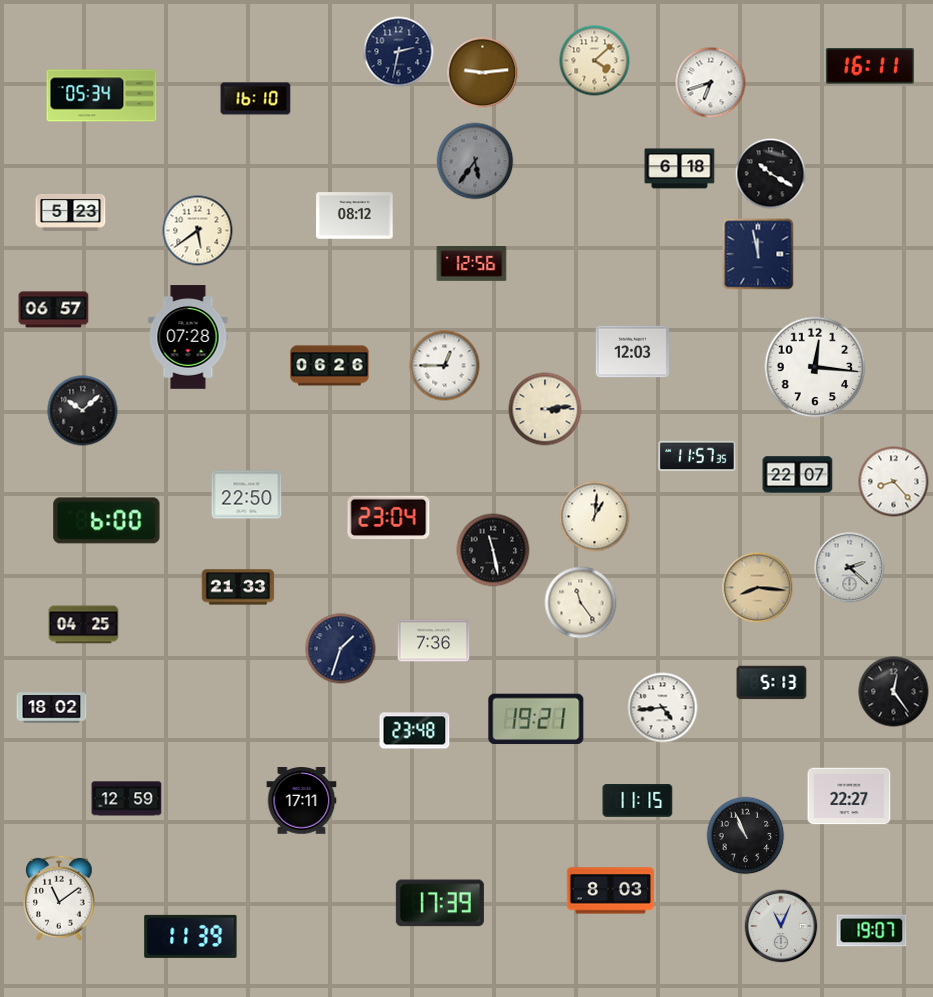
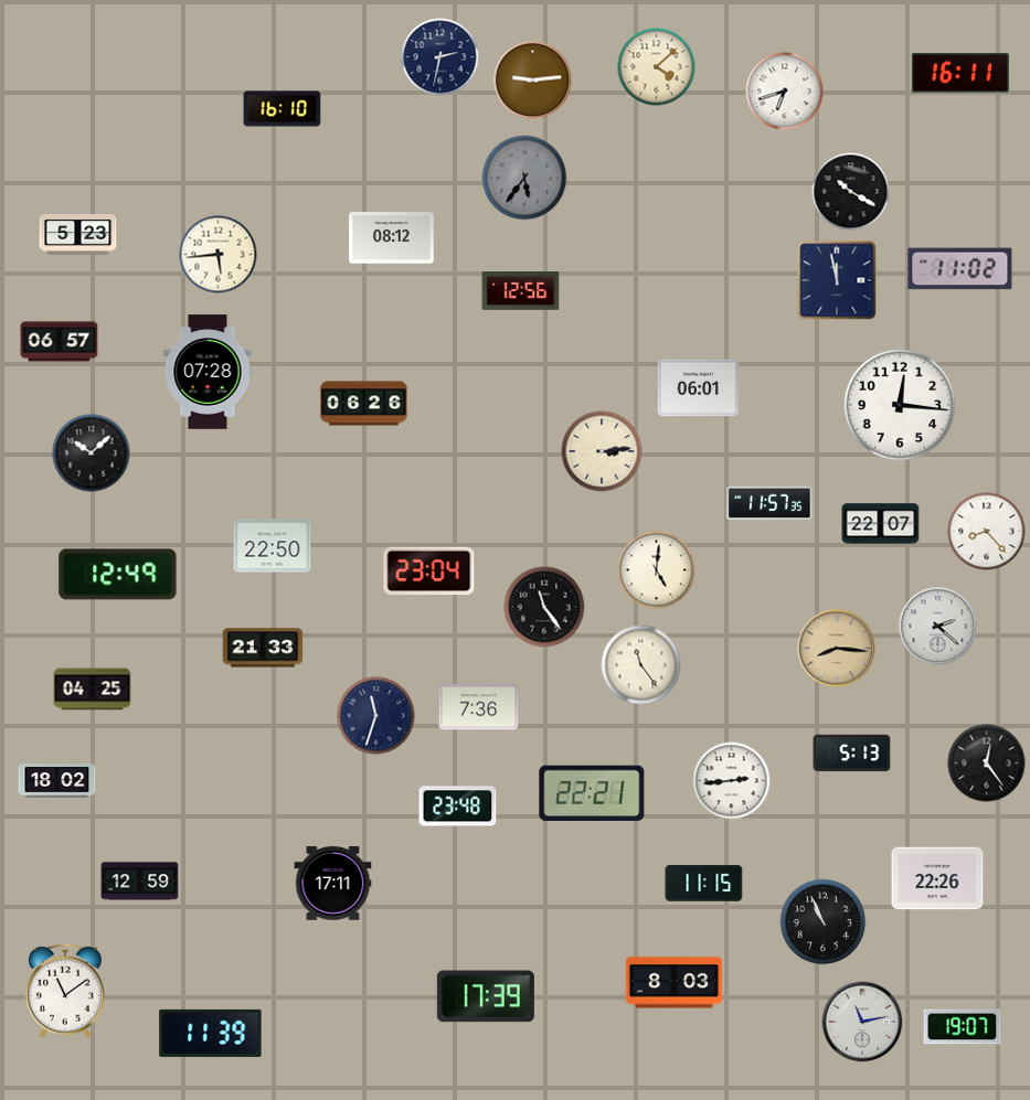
clock at (102, 96): 05:34 -> none
clock at (680, 169): 6:18 -> none
clock at (198, 231): 5:39 -> 5:44
clock at (960, 269): none -> 11:02
clock at (633, 352): 12:03 -> 06:01
clock at (445, 366): 12:45 -> none
clock at (595, 517): 1:01 -> 5:01
clock at (107, 521): 6:00 -> 12:49
clock at (493, 550): 11:28 -> 11:24
clock at (341, 649): 1:33 -> 11:33
clock at (663, 708): 4:44 -> 2:44
clock at (536, 719): 19:21 -> 22:21
clock at (849, 796): 22:27 -> 22:26
clock at (781, 926): 11:04 -> 11:13
